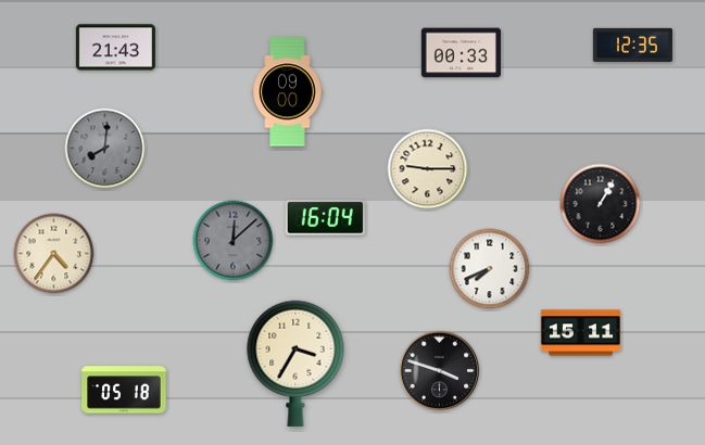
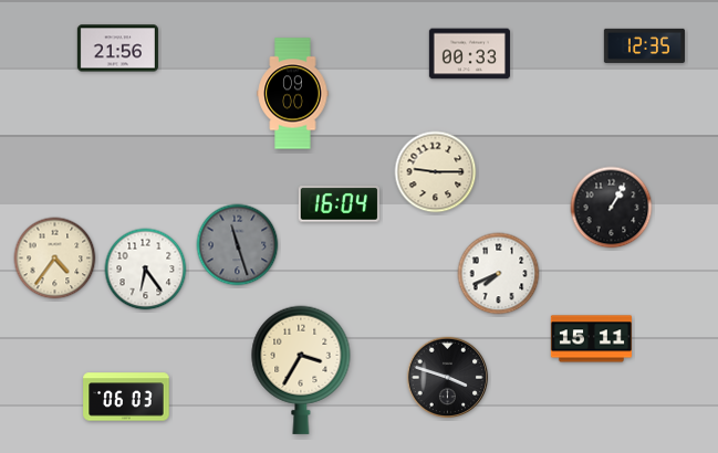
clock at (115, 48): 21:43 -> 21:56
clock at (105, 149): 8:01 -> none
clock at (325, 218) position: (325, 218) -> (339, 204)
clock at (234, 241): 12:08 -> 11:27
clock at (146, 270): none -> 6:24
clock at (124, 390): 05:18 -> 06:03
